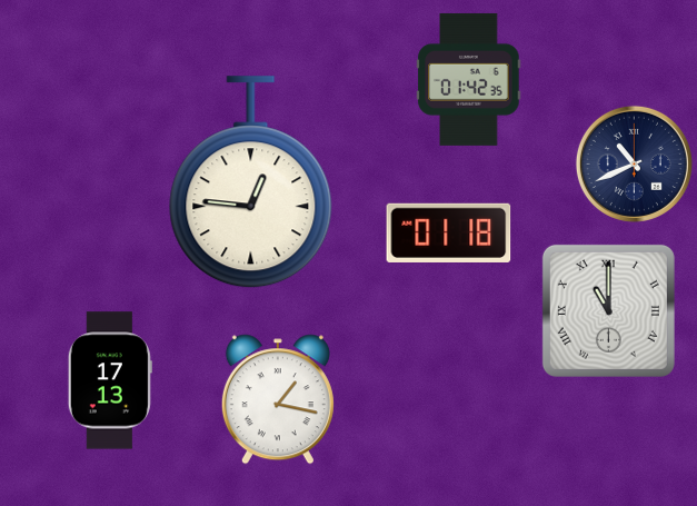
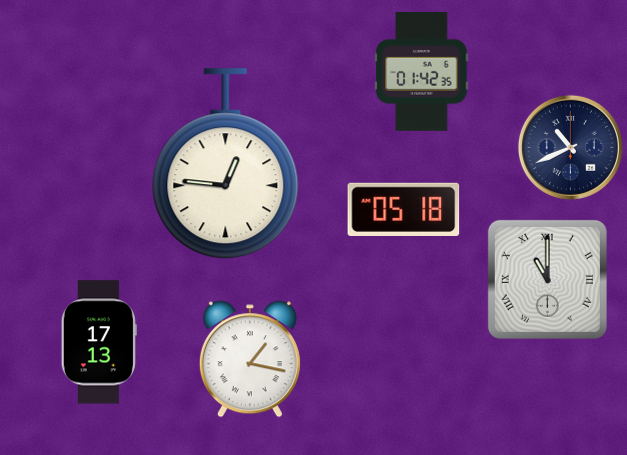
clock at (449, 232): 01:18 -> 05:18
